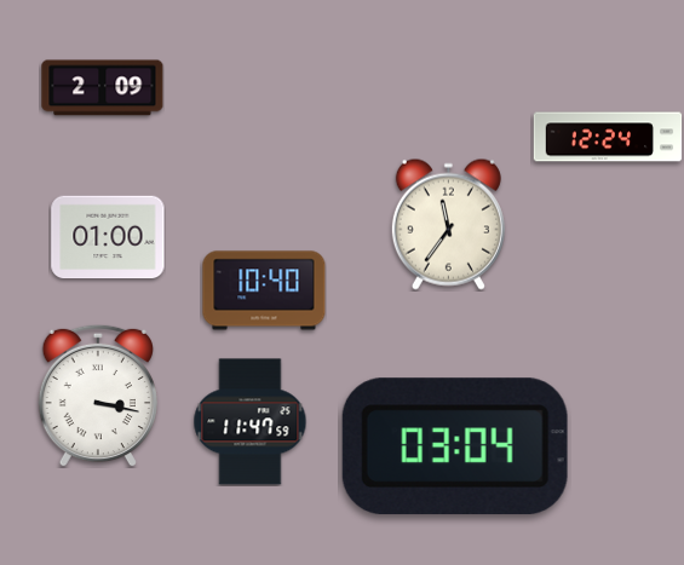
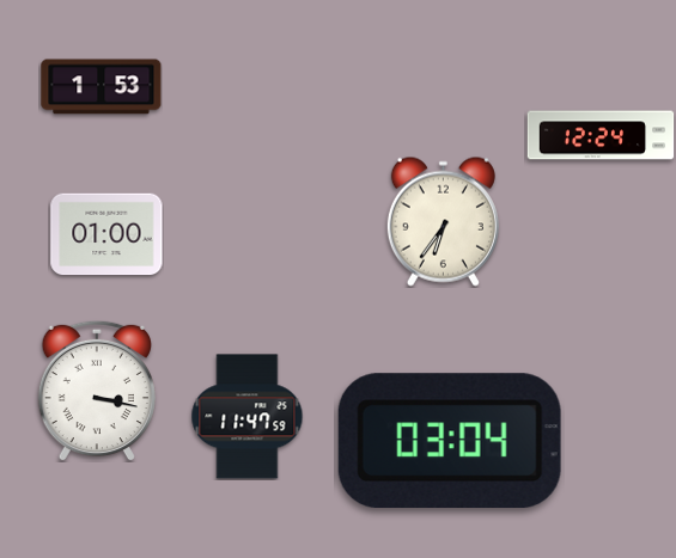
clock at (103, 88): 2:09 -> 1:53
clock at (448, 224): 11:36 -> 6:36
clock at (264, 290): 10:40 -> none
